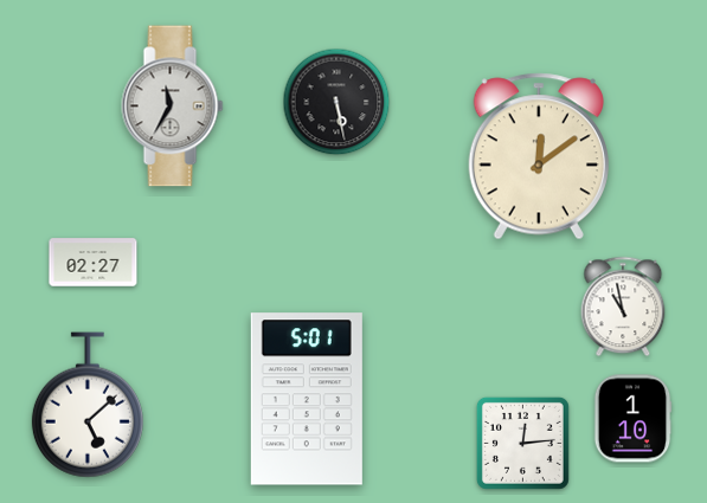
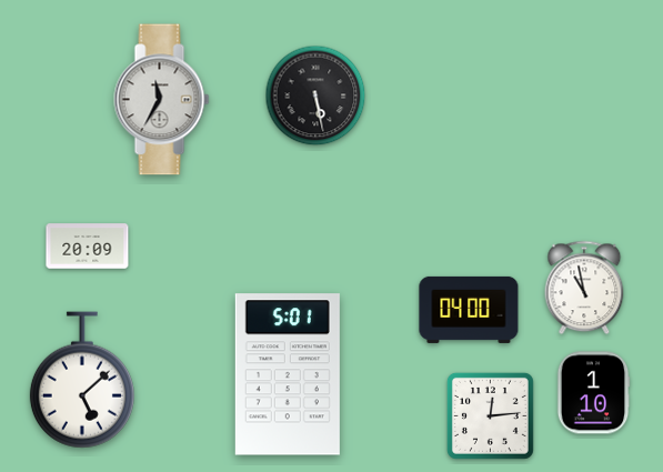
clock at (539, 156): 12:09 -> none
clock at (94, 263): 02:27 -> 20:09
clock at (469, 310): none -> 04:00
